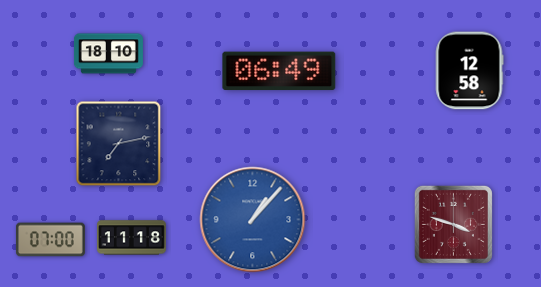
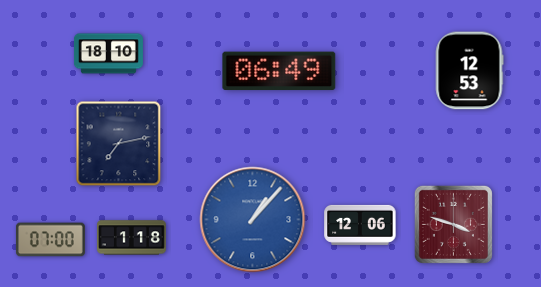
clock at (469, 71): 12:58 -> 12:53
clock at (360, 225): none -> 12:06
clock at (131, 238): 11:18 -> 1:18
